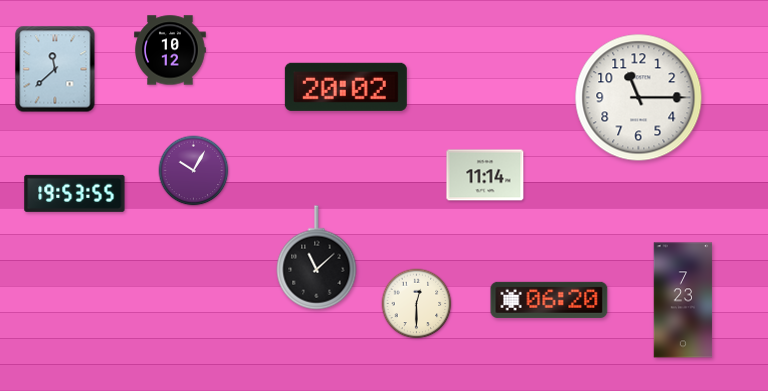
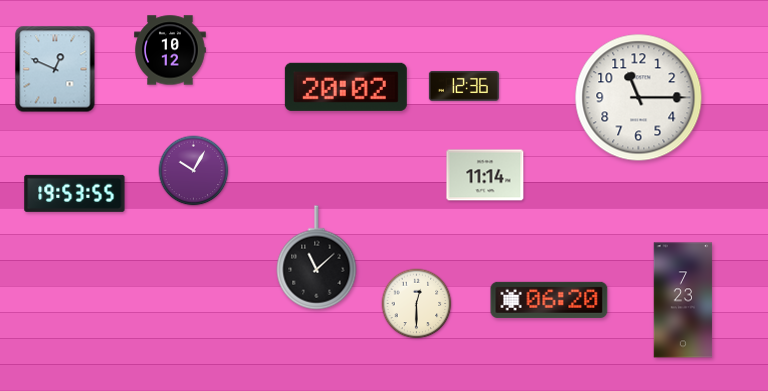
clock at (55, 69): 11:38 -> 12:49
clock at (464, 86): none -> 12:36
